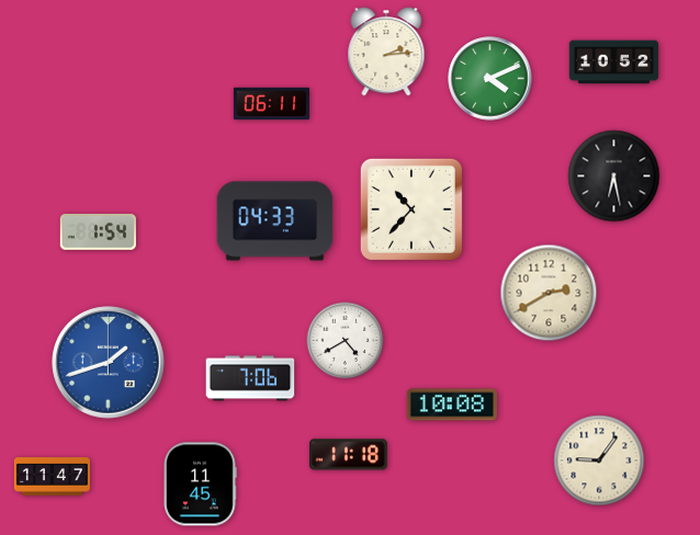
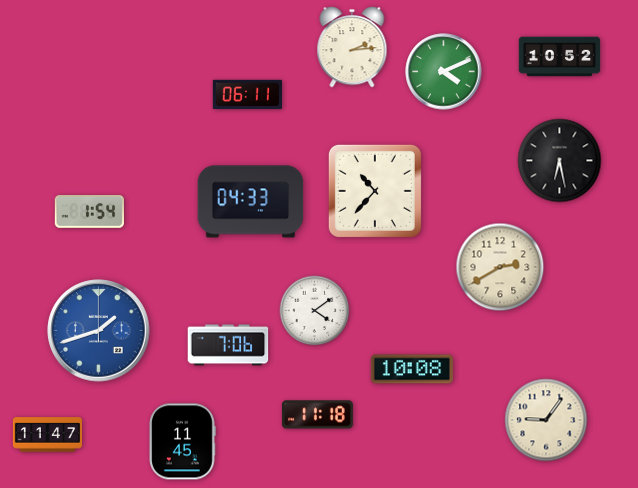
clock at (490, 79) position: (490, 79) -> (444, 72)
clock at (346, 341): 4:40 -> 4:09
